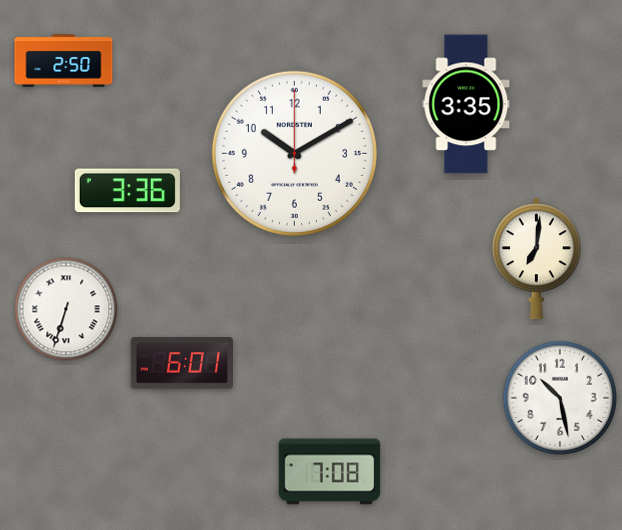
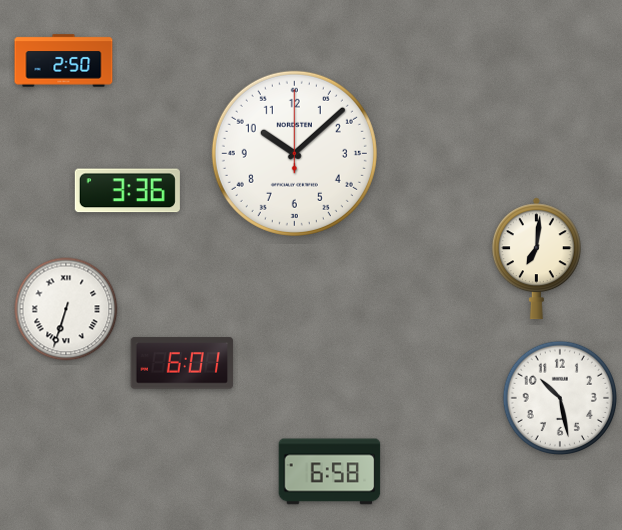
clock at (466, 104): 3:35 -> none
clock at (294, 153): 10:10 -> 10:08
clock at (330, 472): 7:08 -> 6:58
